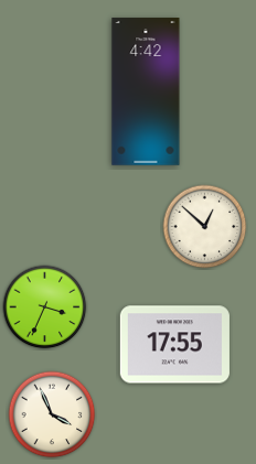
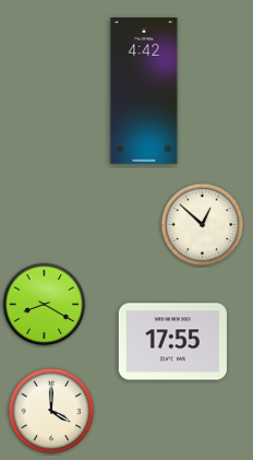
clock at (45, 307): 3:34 -> 8:20
clock at (52, 414): 3:56 -> 4:00
